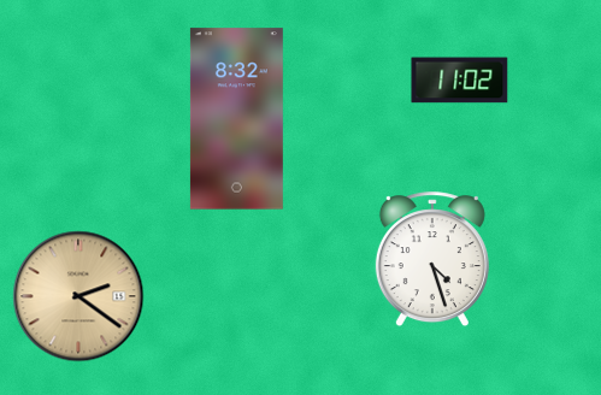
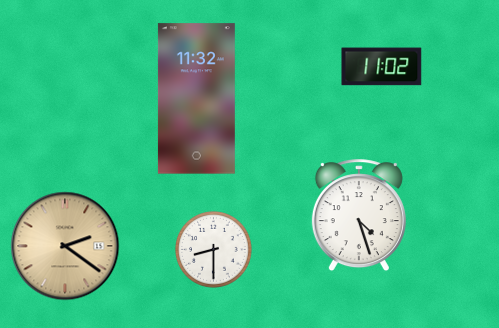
clock at (236, 119): 8:32 -> 11:32
clock at (213, 249): none -> 8:30
